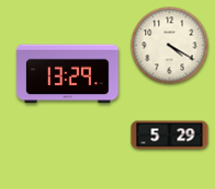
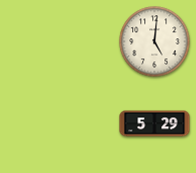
clock at (170, 46): 4:20 -> 5:01
clock at (67, 74): 13:29 -> none
